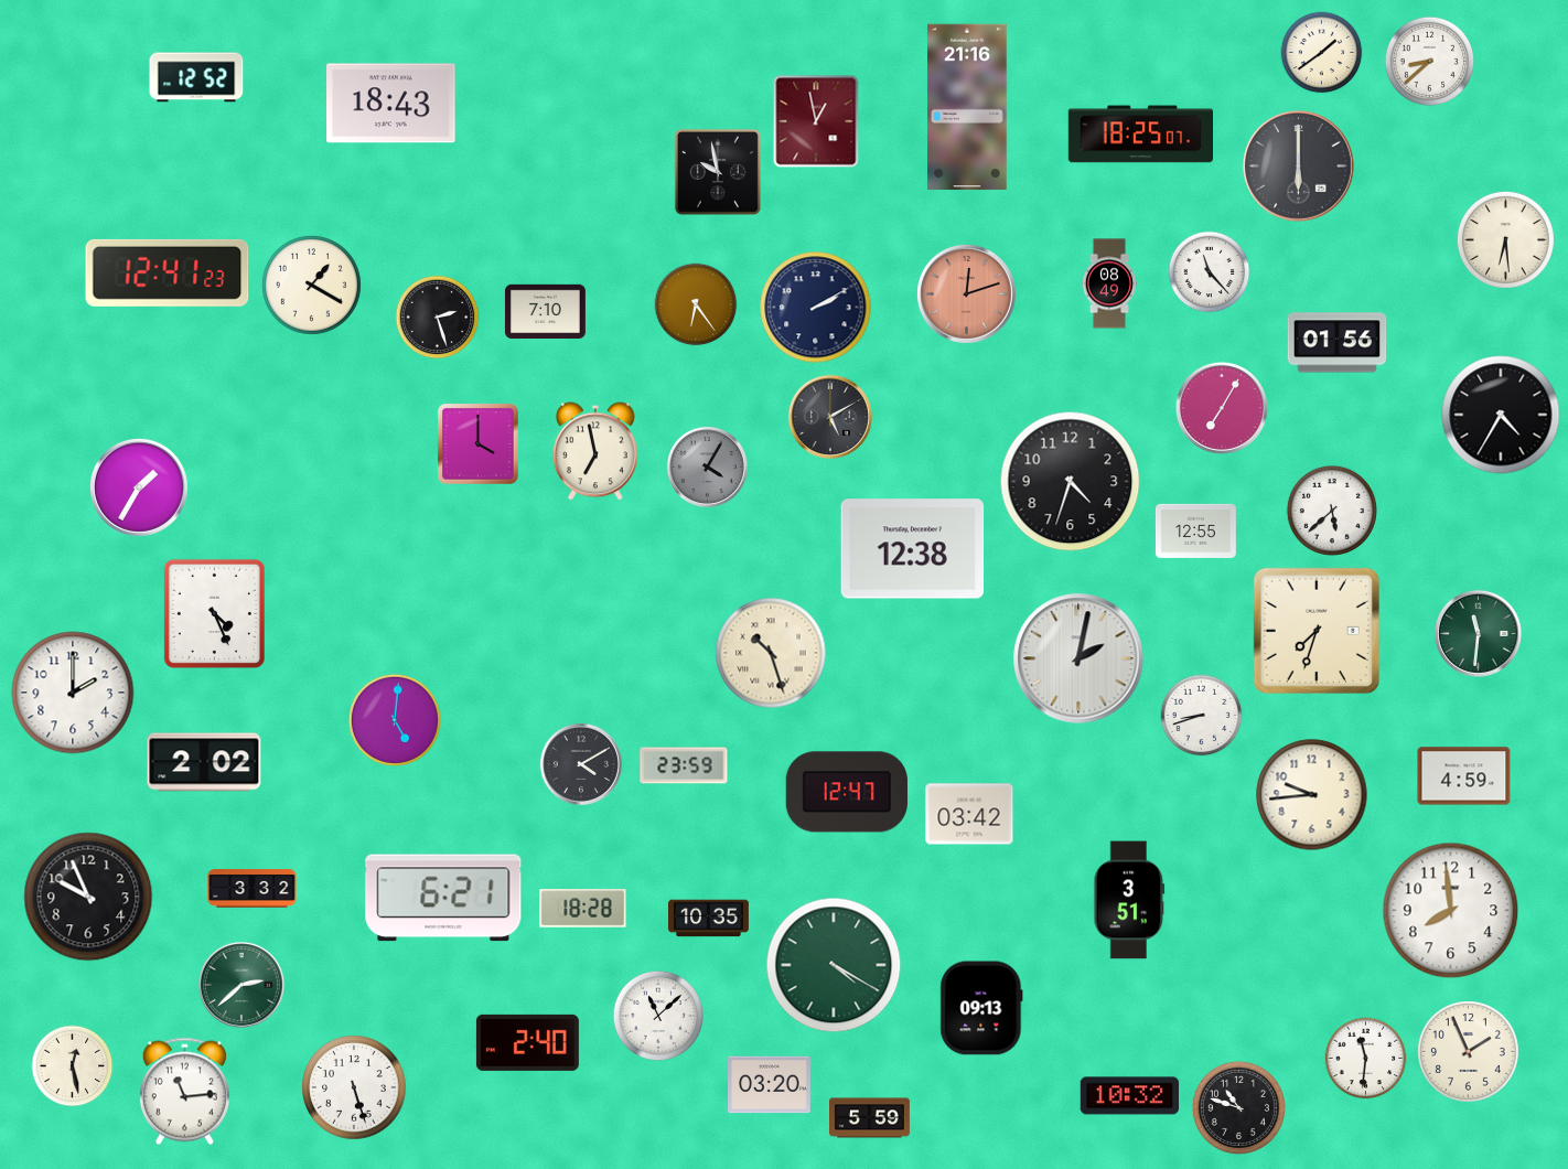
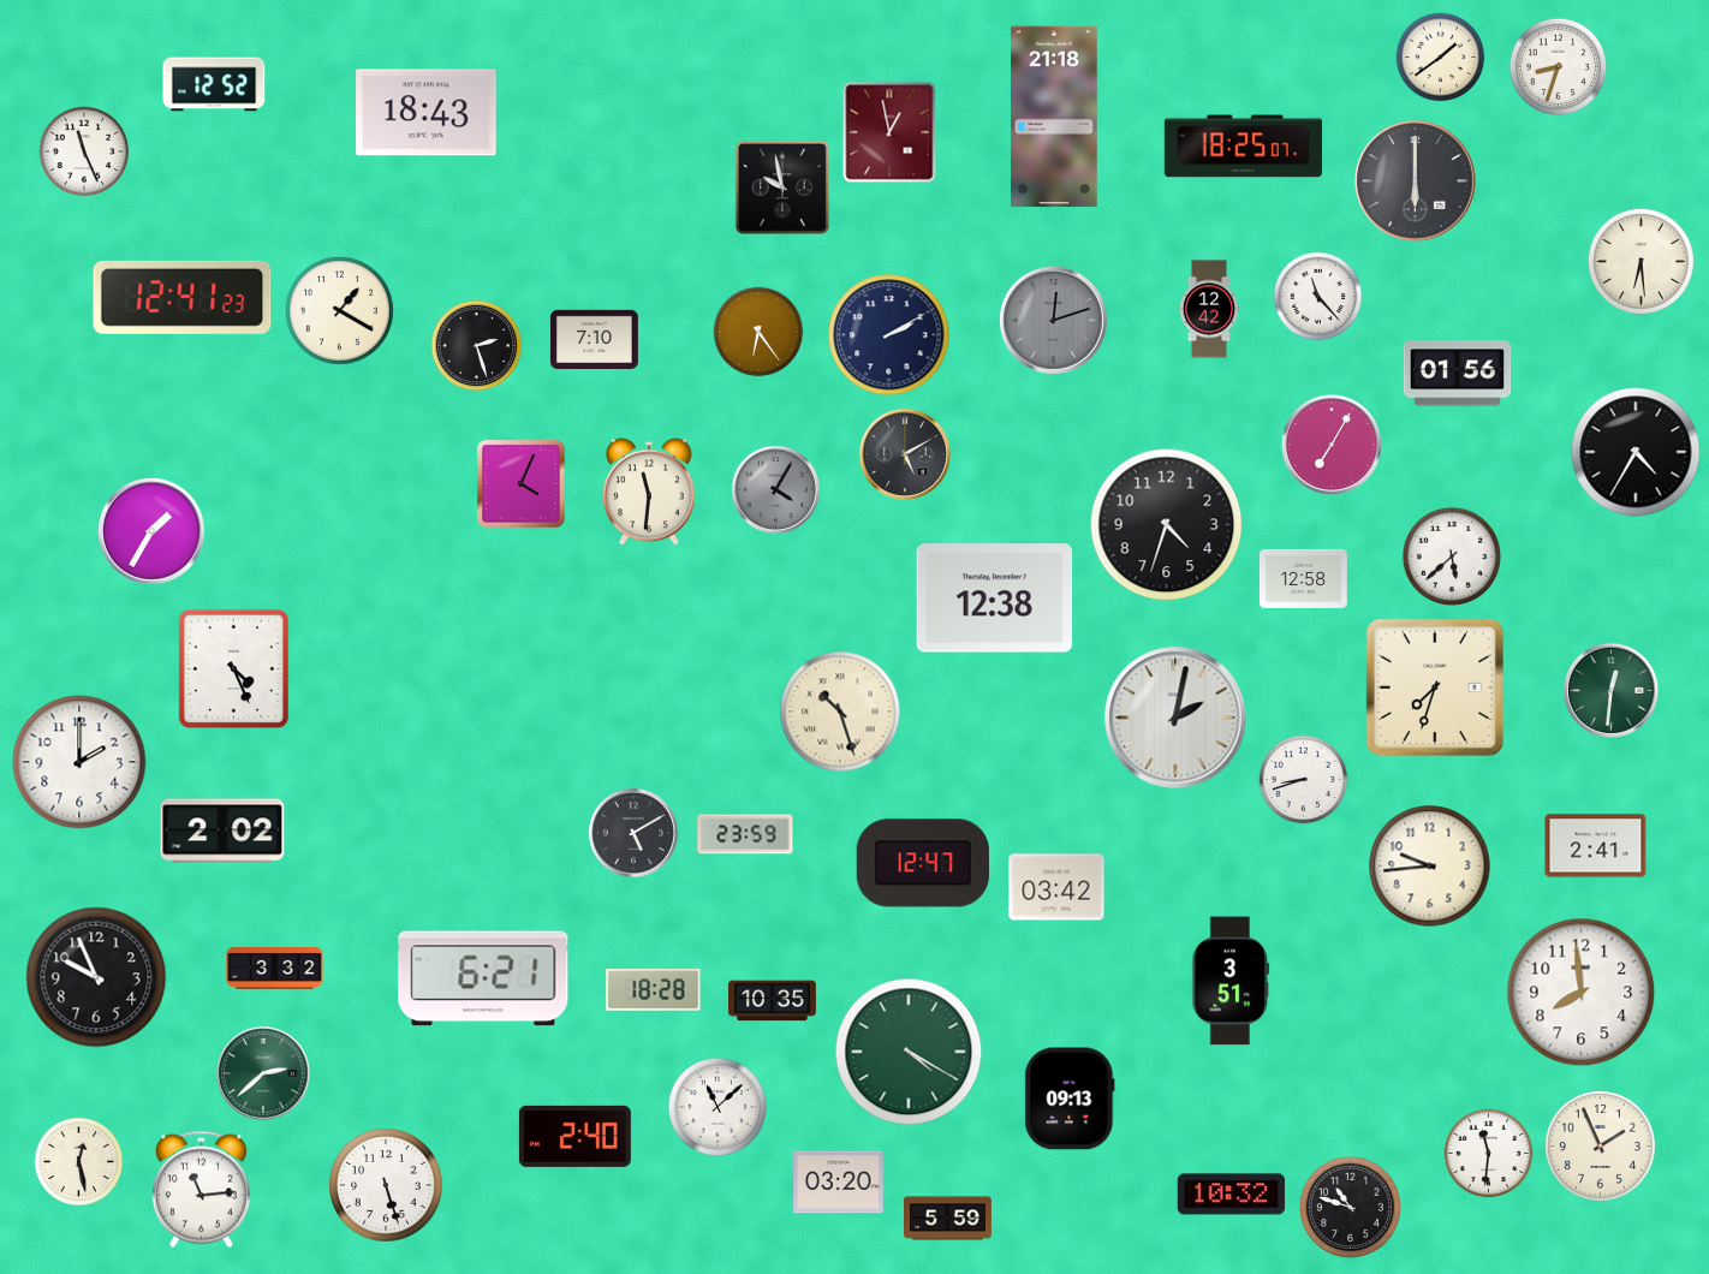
clock at (1429, 61): 8:38 -> 8:33
clock at (967, 107): 21:16 -> 21:18
clock at (84, 151): none -> 11:26
clock at (1108, 283): 08:49 -> 12:42
clock at (966, 293) dial: salmon -> grey
clock at (479, 444): 4:00 -> 4:04
clock at (595, 451): 6:58 -> 11:31
clock at (707, 466) position: (707, 466) -> (775, 489)
clock at (1195, 530): 12:55 -> 12:58
clock at (1478, 633): 11:31 -> 12:31
clock at (73, 693) position: (73, 693) -> (79, 762)
clock at (1202, 716) position: (1202, 716) -> (1304, 780)
clock at (395, 720): 5:01 -> none
clock at (581, 764): 4:10 -> 5:10
clock at (1464, 776): 4:59 -> 2:41
clock at (583, 909) position: (583, 909) -> (654, 990)
